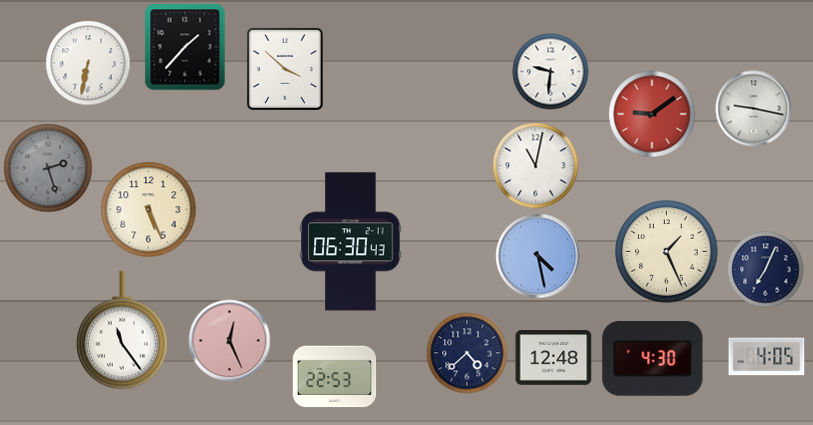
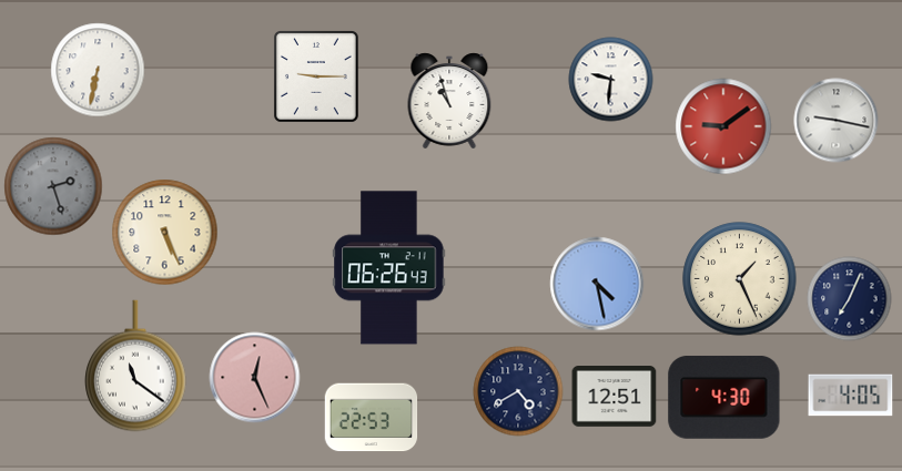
clock at (185, 47): 1:37 -> none
clock at (285, 70): 3:52 -> 9:15
clock at (449, 101): none -> 10:57
clock at (536, 166): 11:02 -> none
clock at (351, 242): 06:30 -> 06:26
clock at (122, 330): 11:24 -> 11:21
clock at (467, 353): 4:38 -> 4:40
clock at (554, 358): 12:48 -> 12:51
